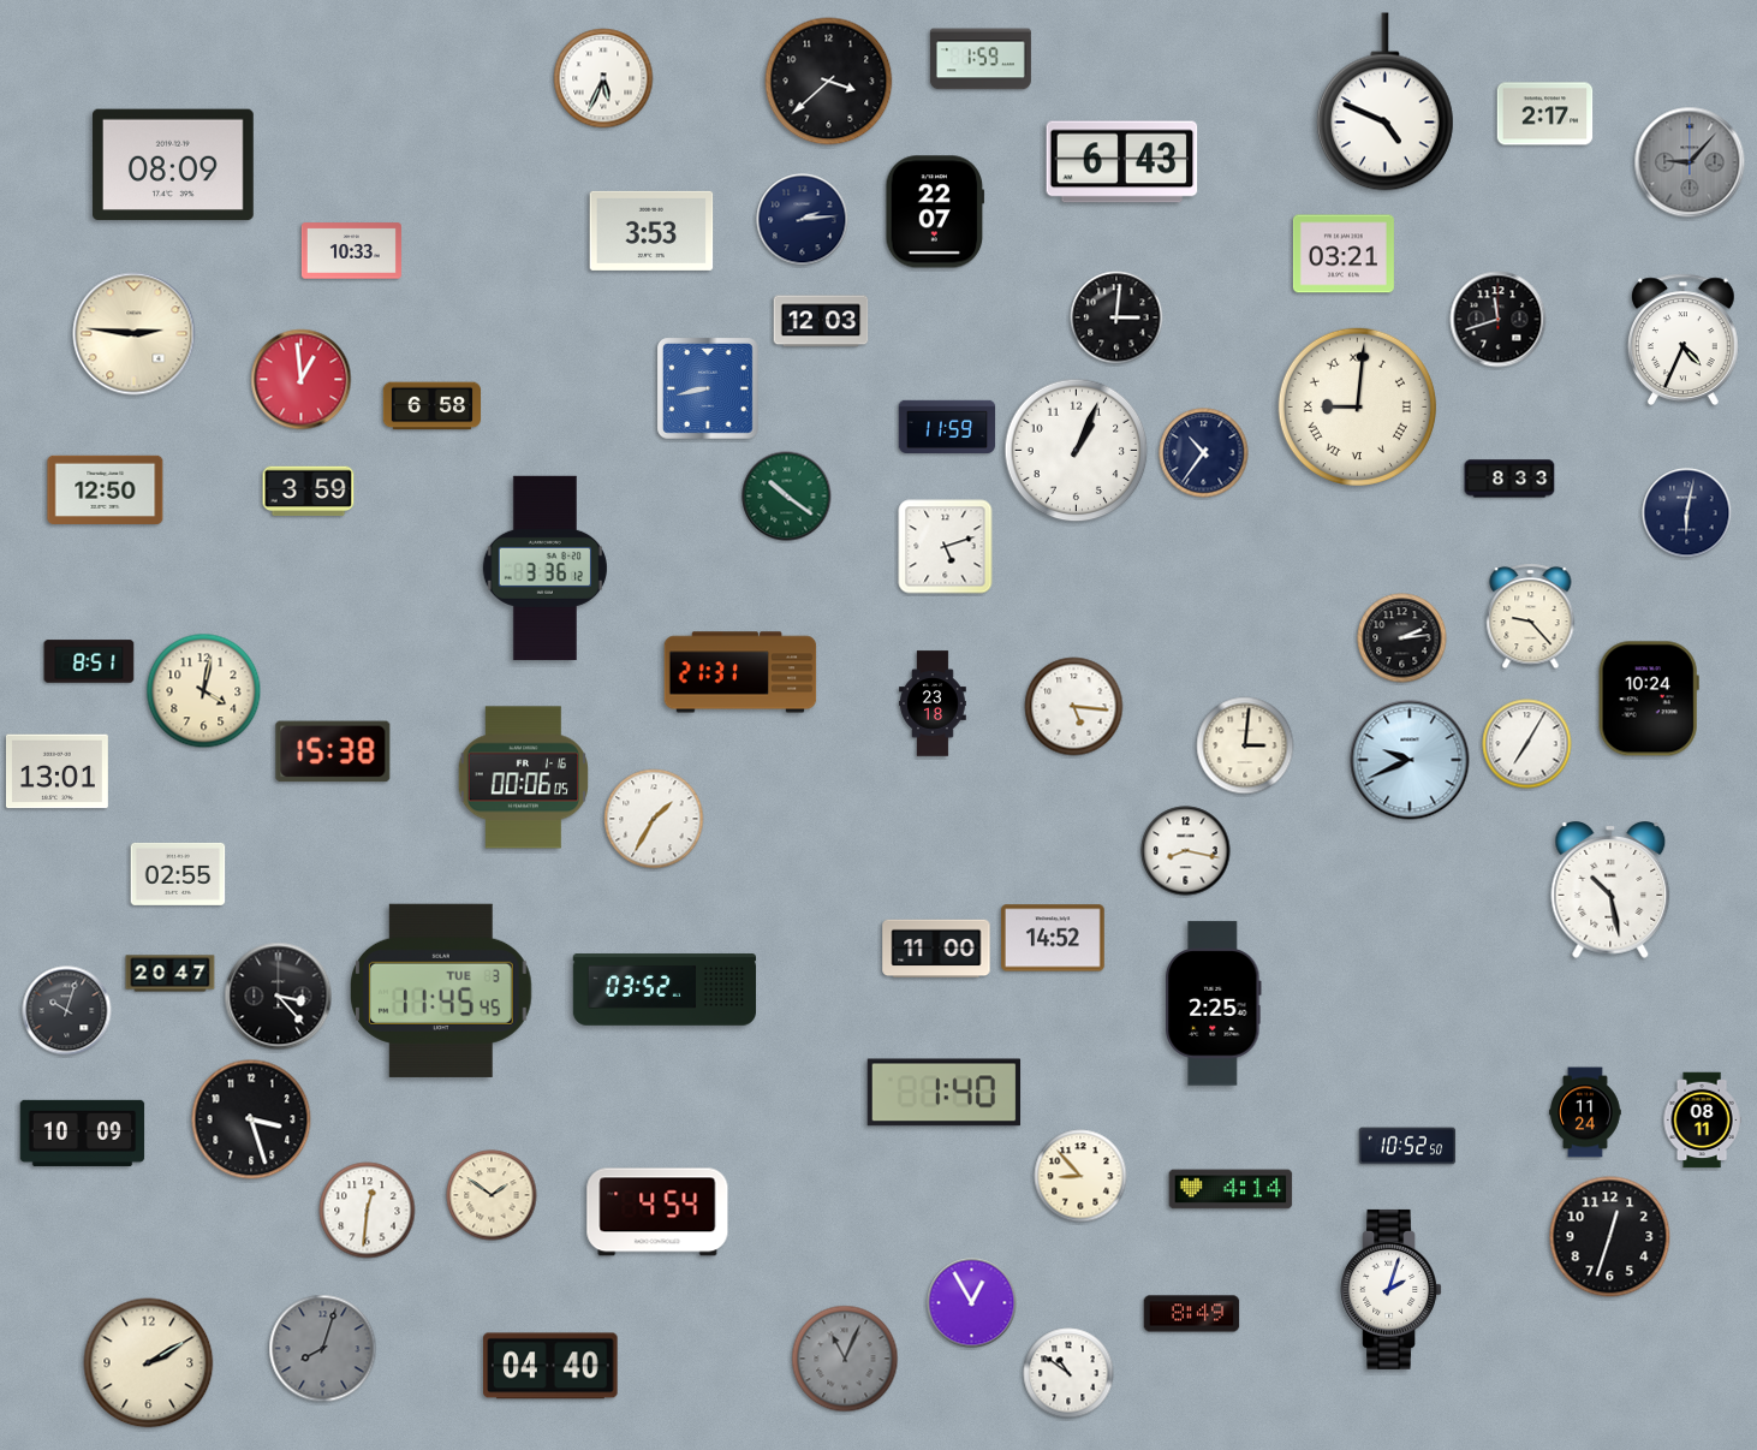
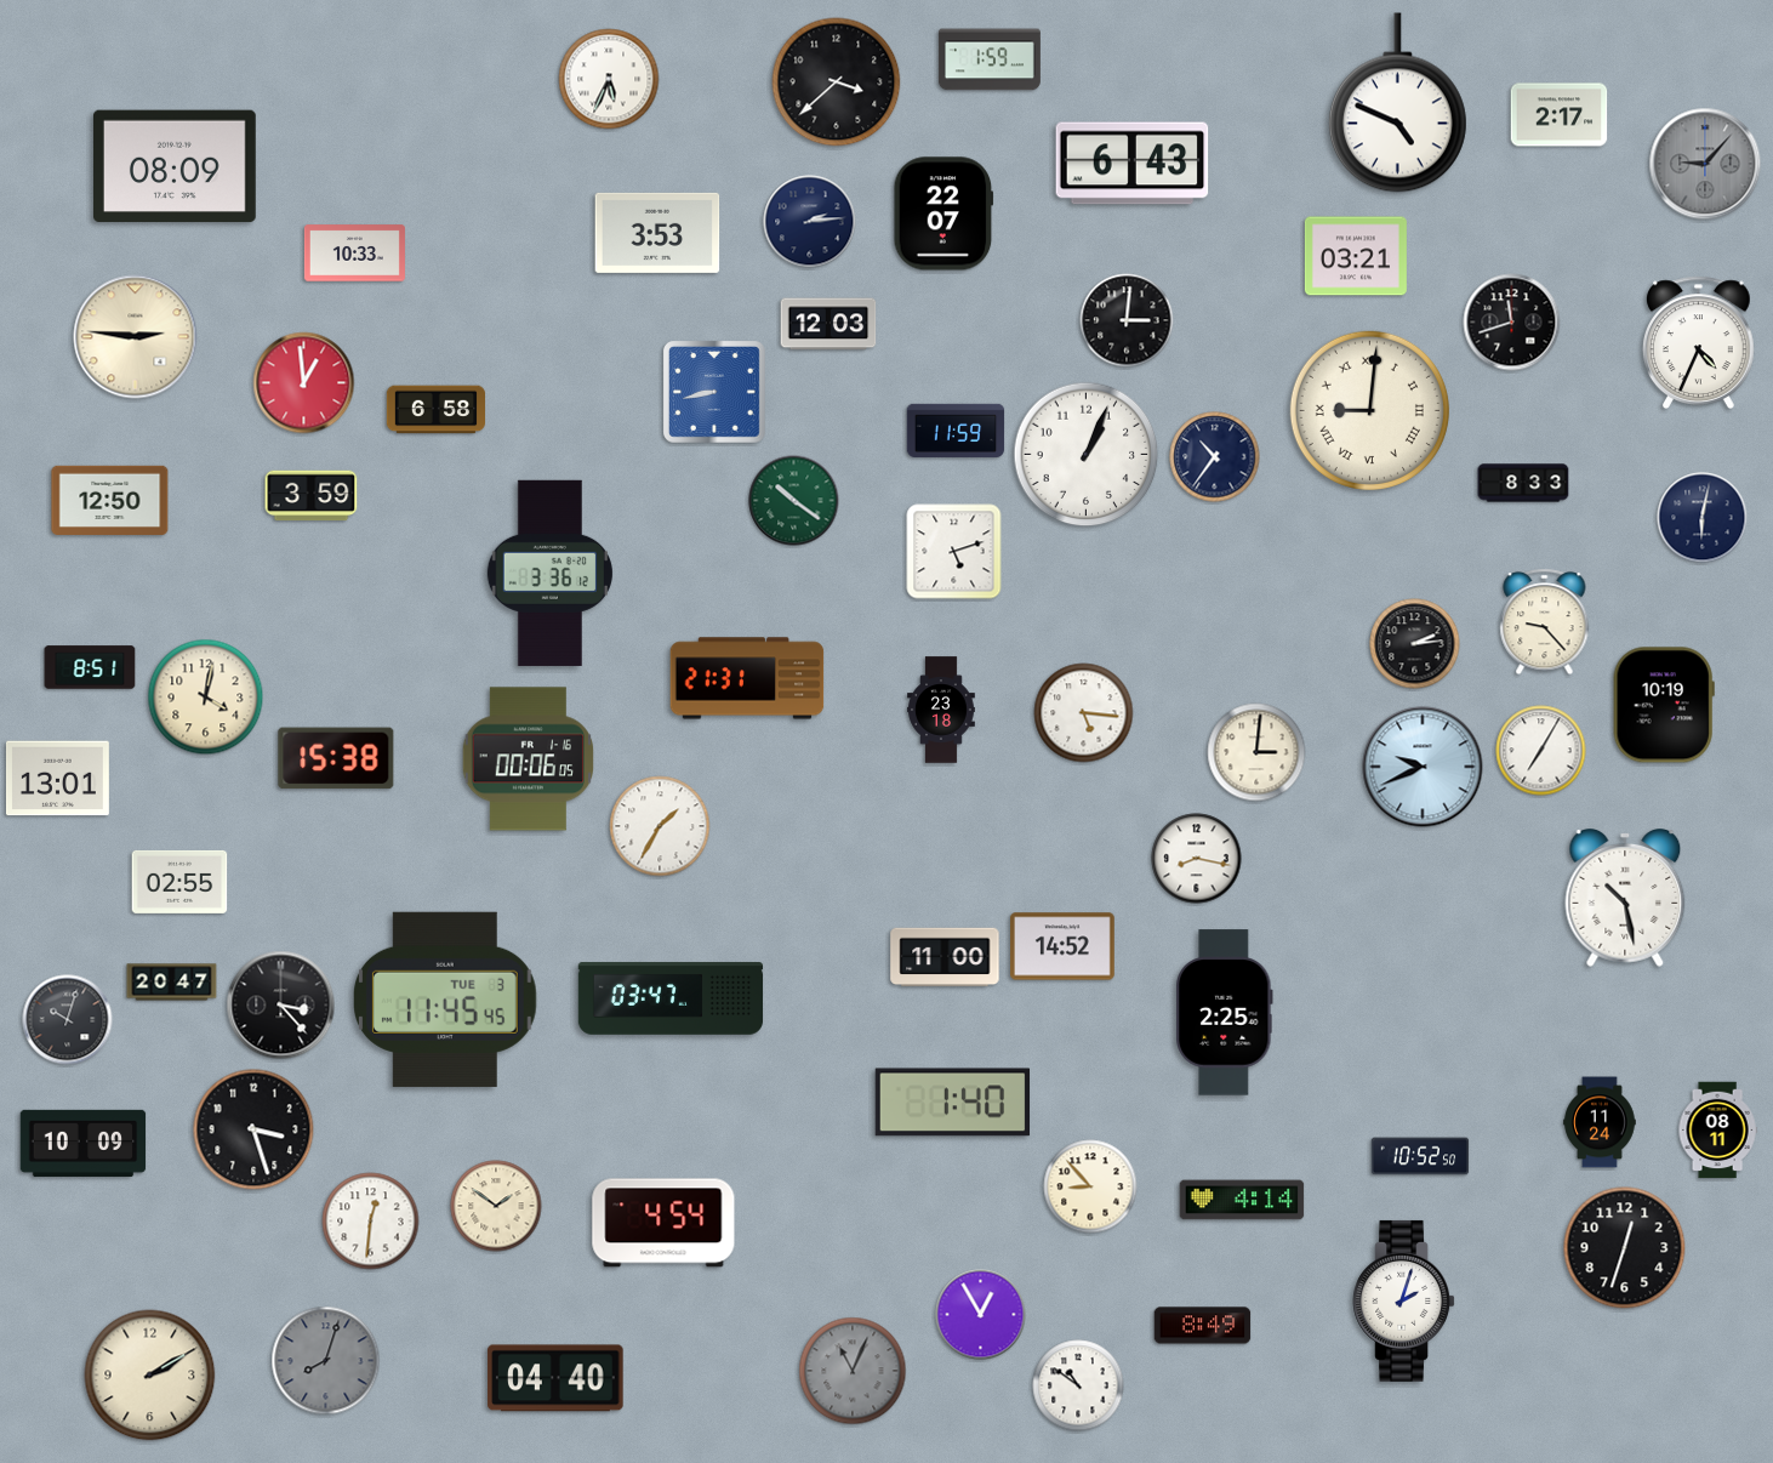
clock at (106, 489) position: (106, 489) -> (110, 500)
clock at (1649, 699): 10:24 -> 10:19
clock at (523, 778) position: (523, 778) -> (528, 759)
clock at (665, 990): 03:52 -> 03:47
